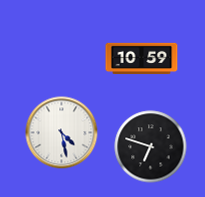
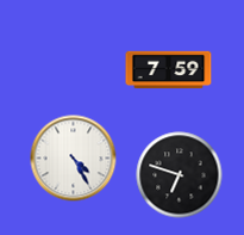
clock at (142, 59): 10:59 -> 7:59
clock at (62, 133): 4:28 -> 4:25
